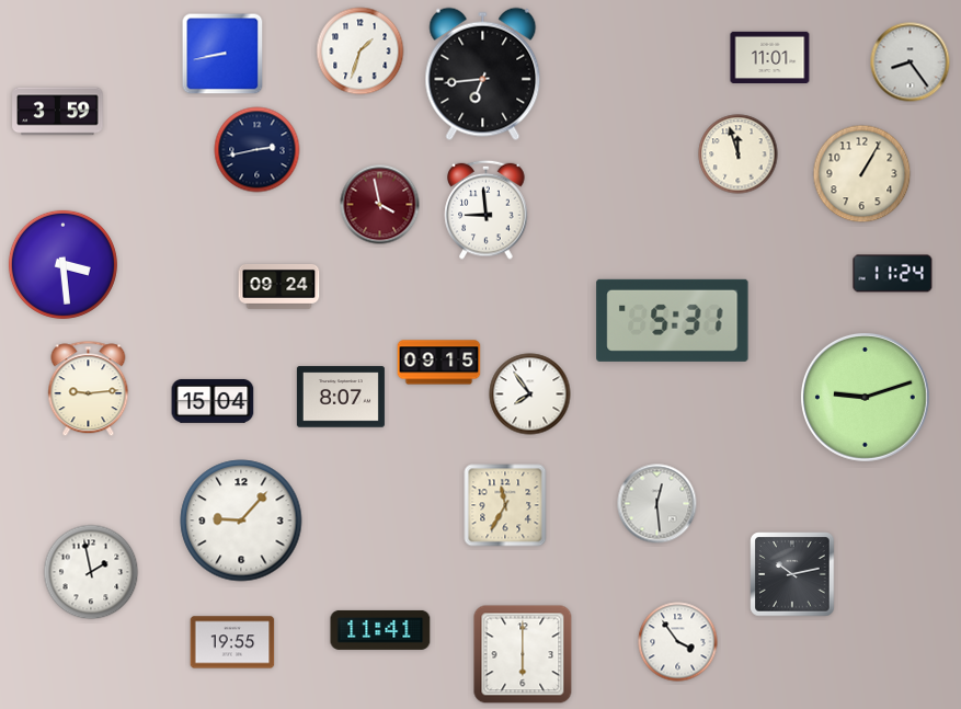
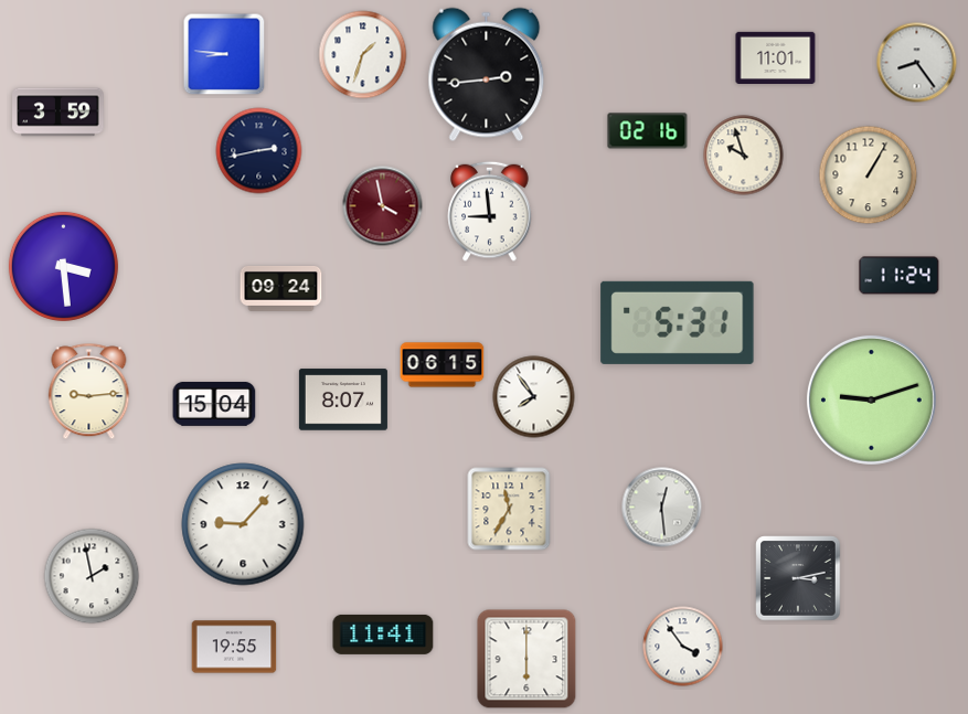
clock at (361, 52) position: (361, 52) -> (363, 55)
clock at (222, 54): 8:43 -> 8:46
clock at (483, 75): 6:44 -> 2:44
clock at (648, 131): none -> 02:16
clock at (739, 155): 11:57 -> 9:57
clock at (439, 363): 09:15 -> 06:15
clock at (792, 574): 10:13 -> 3:13
